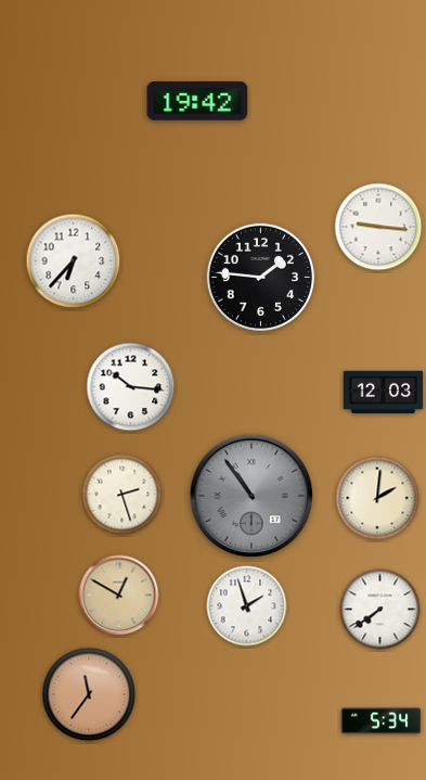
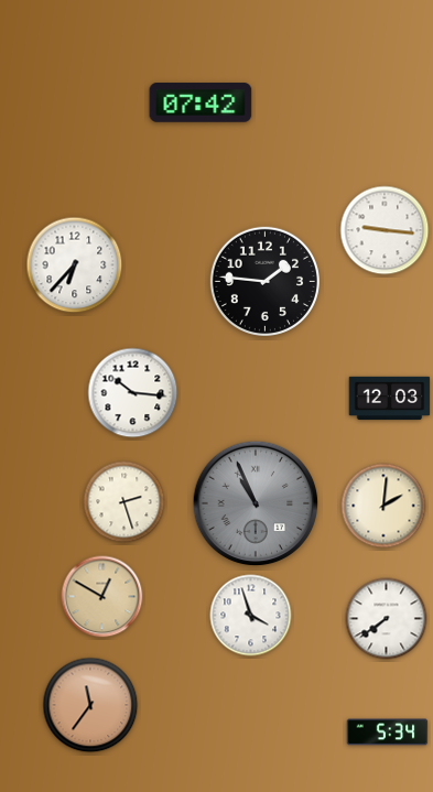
clock at (197, 101): 19:42 -> 07:42
clock at (251, 496): 10:54 -> 10:56
clock at (119, 596) position: (119, 596) -> (102, 597)
clock at (247, 606): 1:57 -> 3:57
